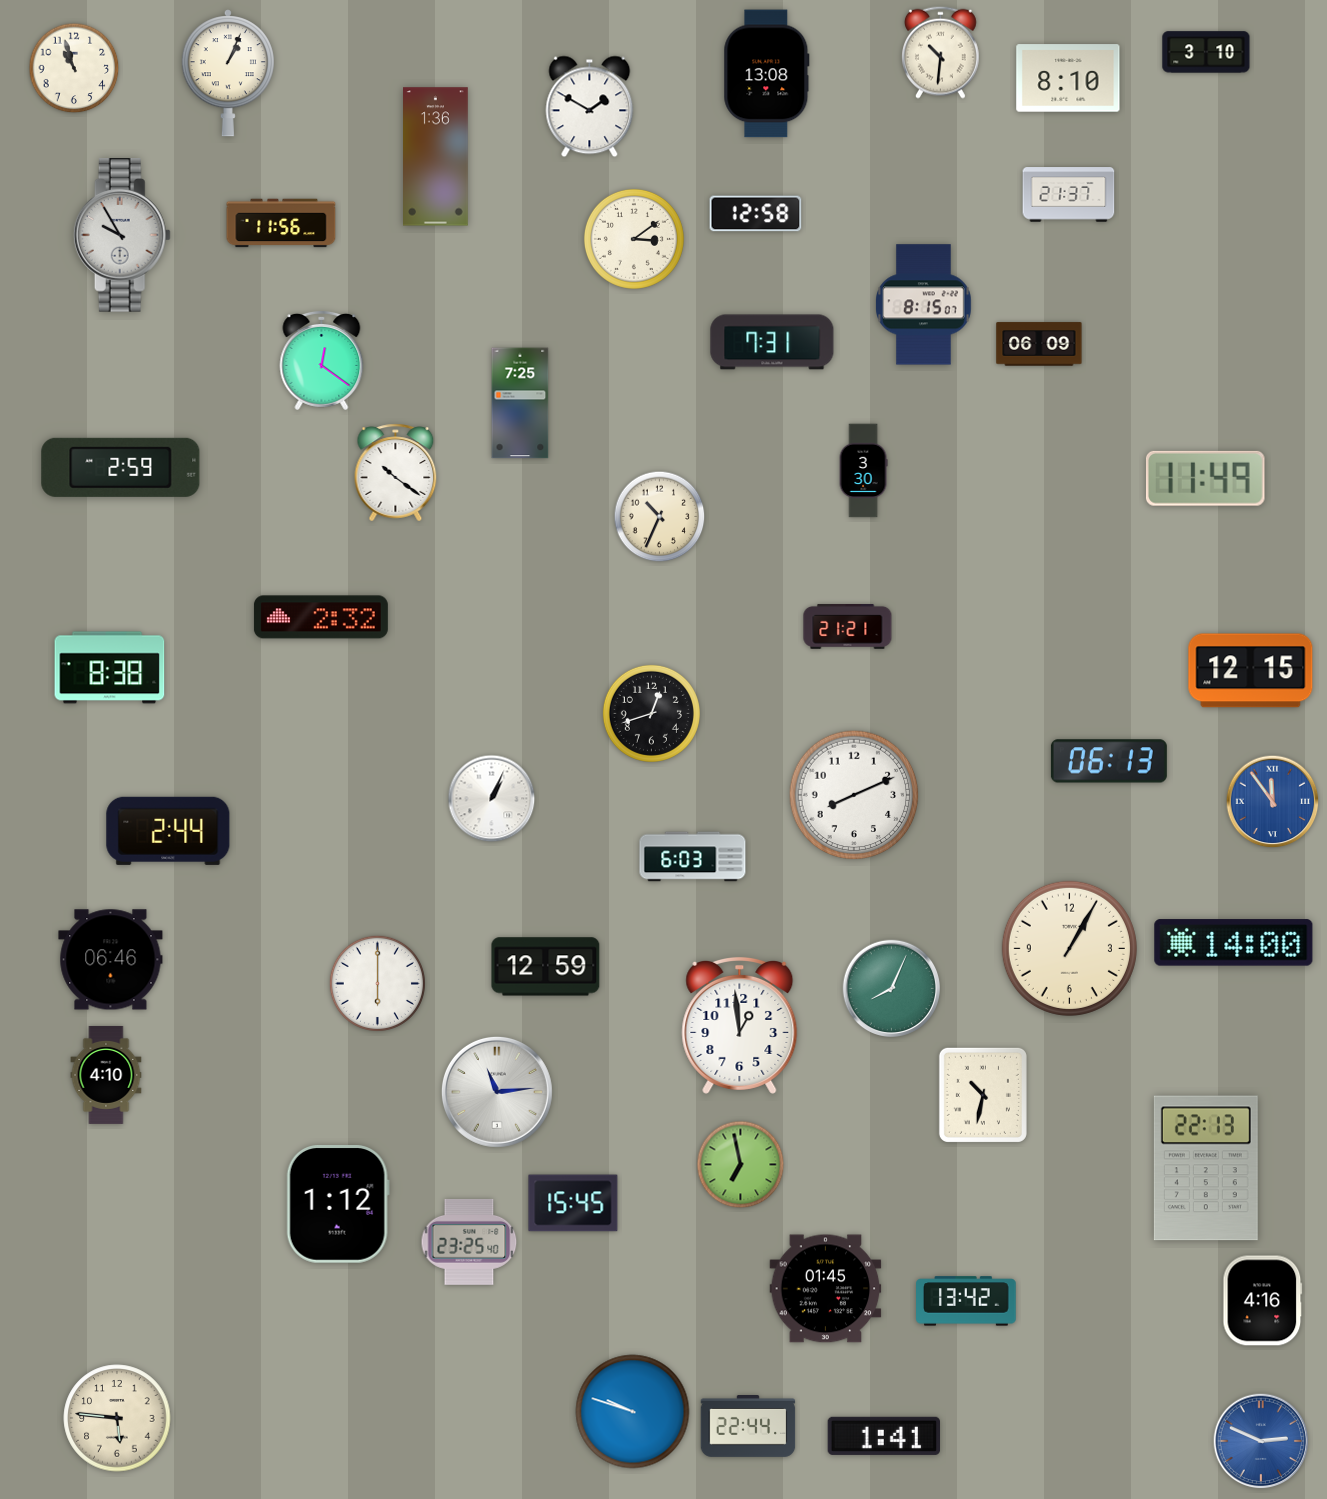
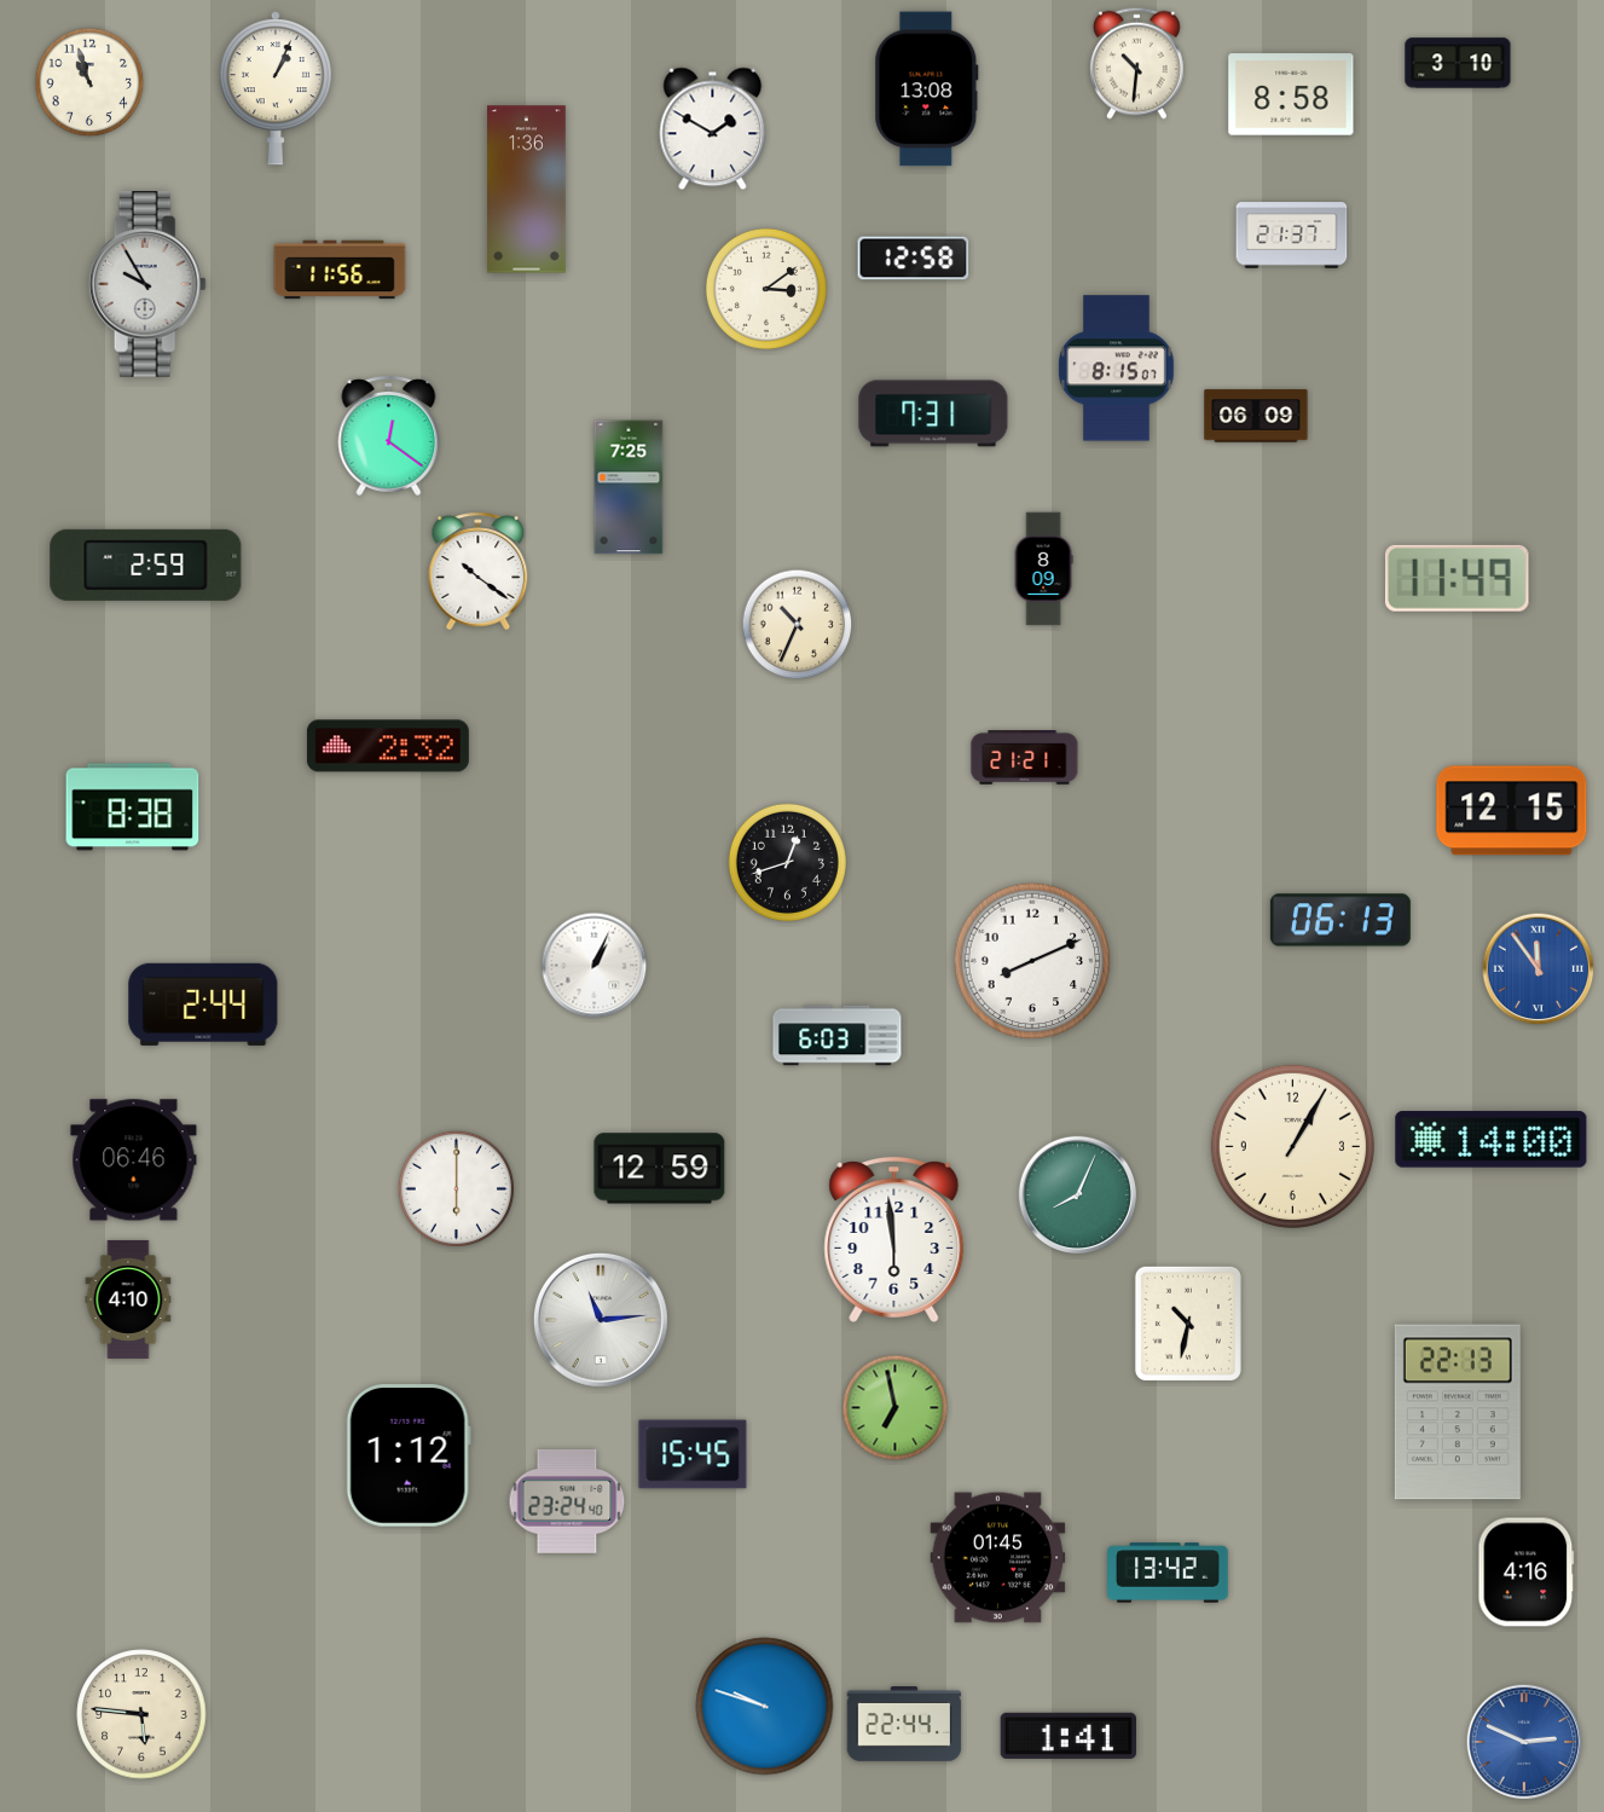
clock at (1068, 78): 8:10 -> 8:58
clock at (863, 471): 3:30 -> 8:09
clock at (740, 1025): 12:59 -> 5:59
clock at (469, 1242): 23:25 -> 23:24
